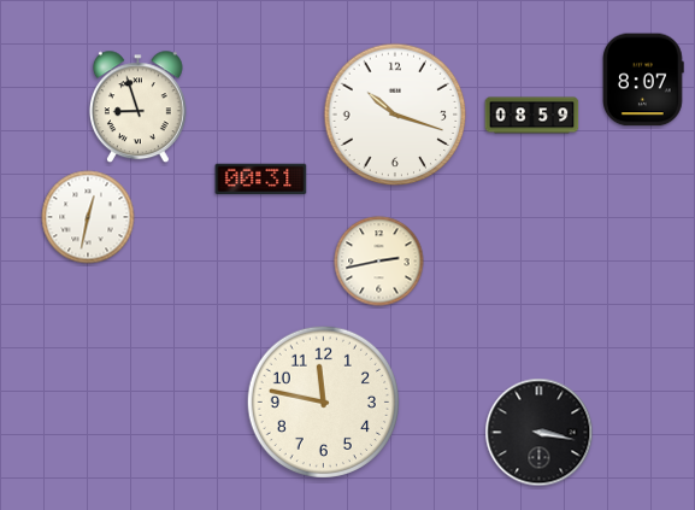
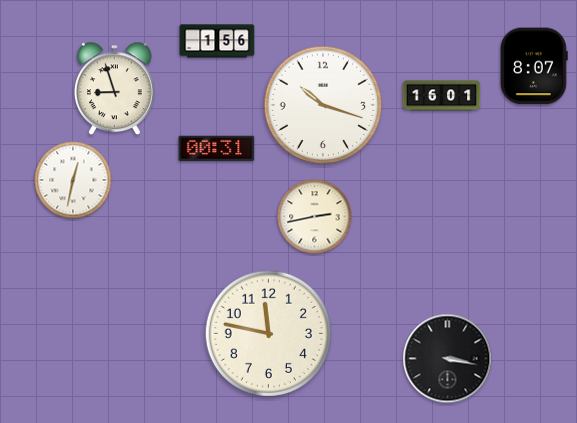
clock at (217, 41): none -> 1:56
clock at (395, 115) position: (395, 115) -> (323, 105)
clock at (532, 116): 08:59 -> 16:01
